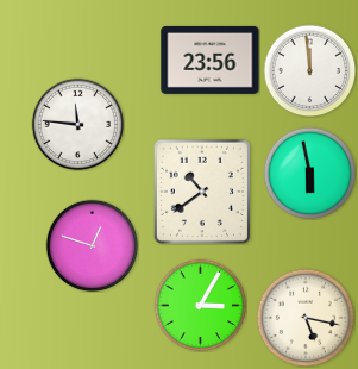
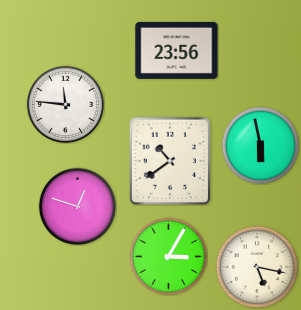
clock at (309, 70): 11:59 -> none
